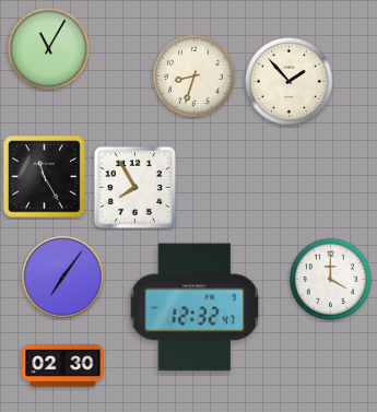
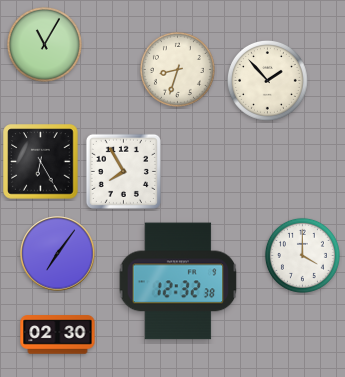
clock at (288, 81) position: (288, 81) -> (267, 80)
clock at (45, 177): 11:25 -> 6:25
clock at (195, 307): 12:32:47 -> 12:32:38
